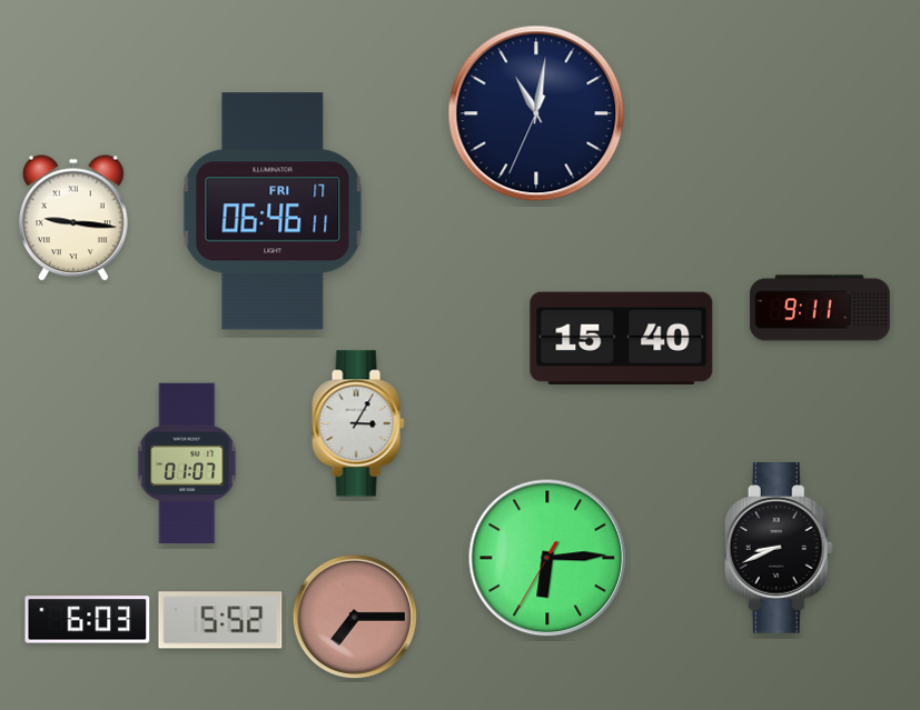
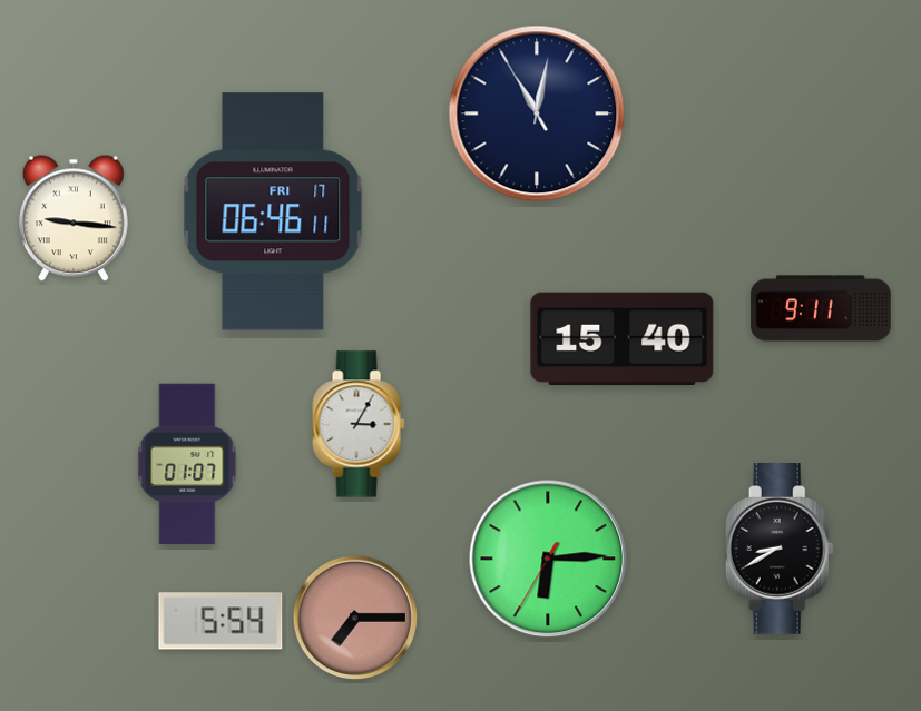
clock at (536, 113): 11:01:34 -> 11:01:55
clock at (779, 549): 8:41 -> 8:40
clock at (88, 620): 6:03 -> none
clock at (220, 620): 5:52 -> 5:54
